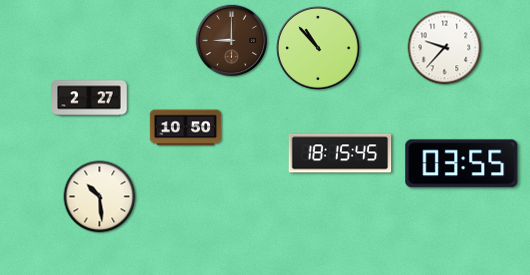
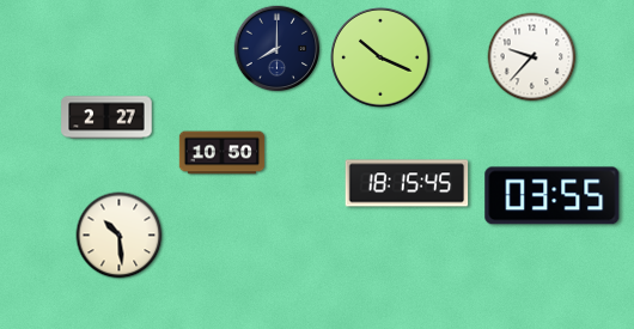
clock at (232, 41): 9:00 -> 8:00
clock at (232, 41) dial: brown -> navy
clock at (319, 49): 10:53 -> 10:19
